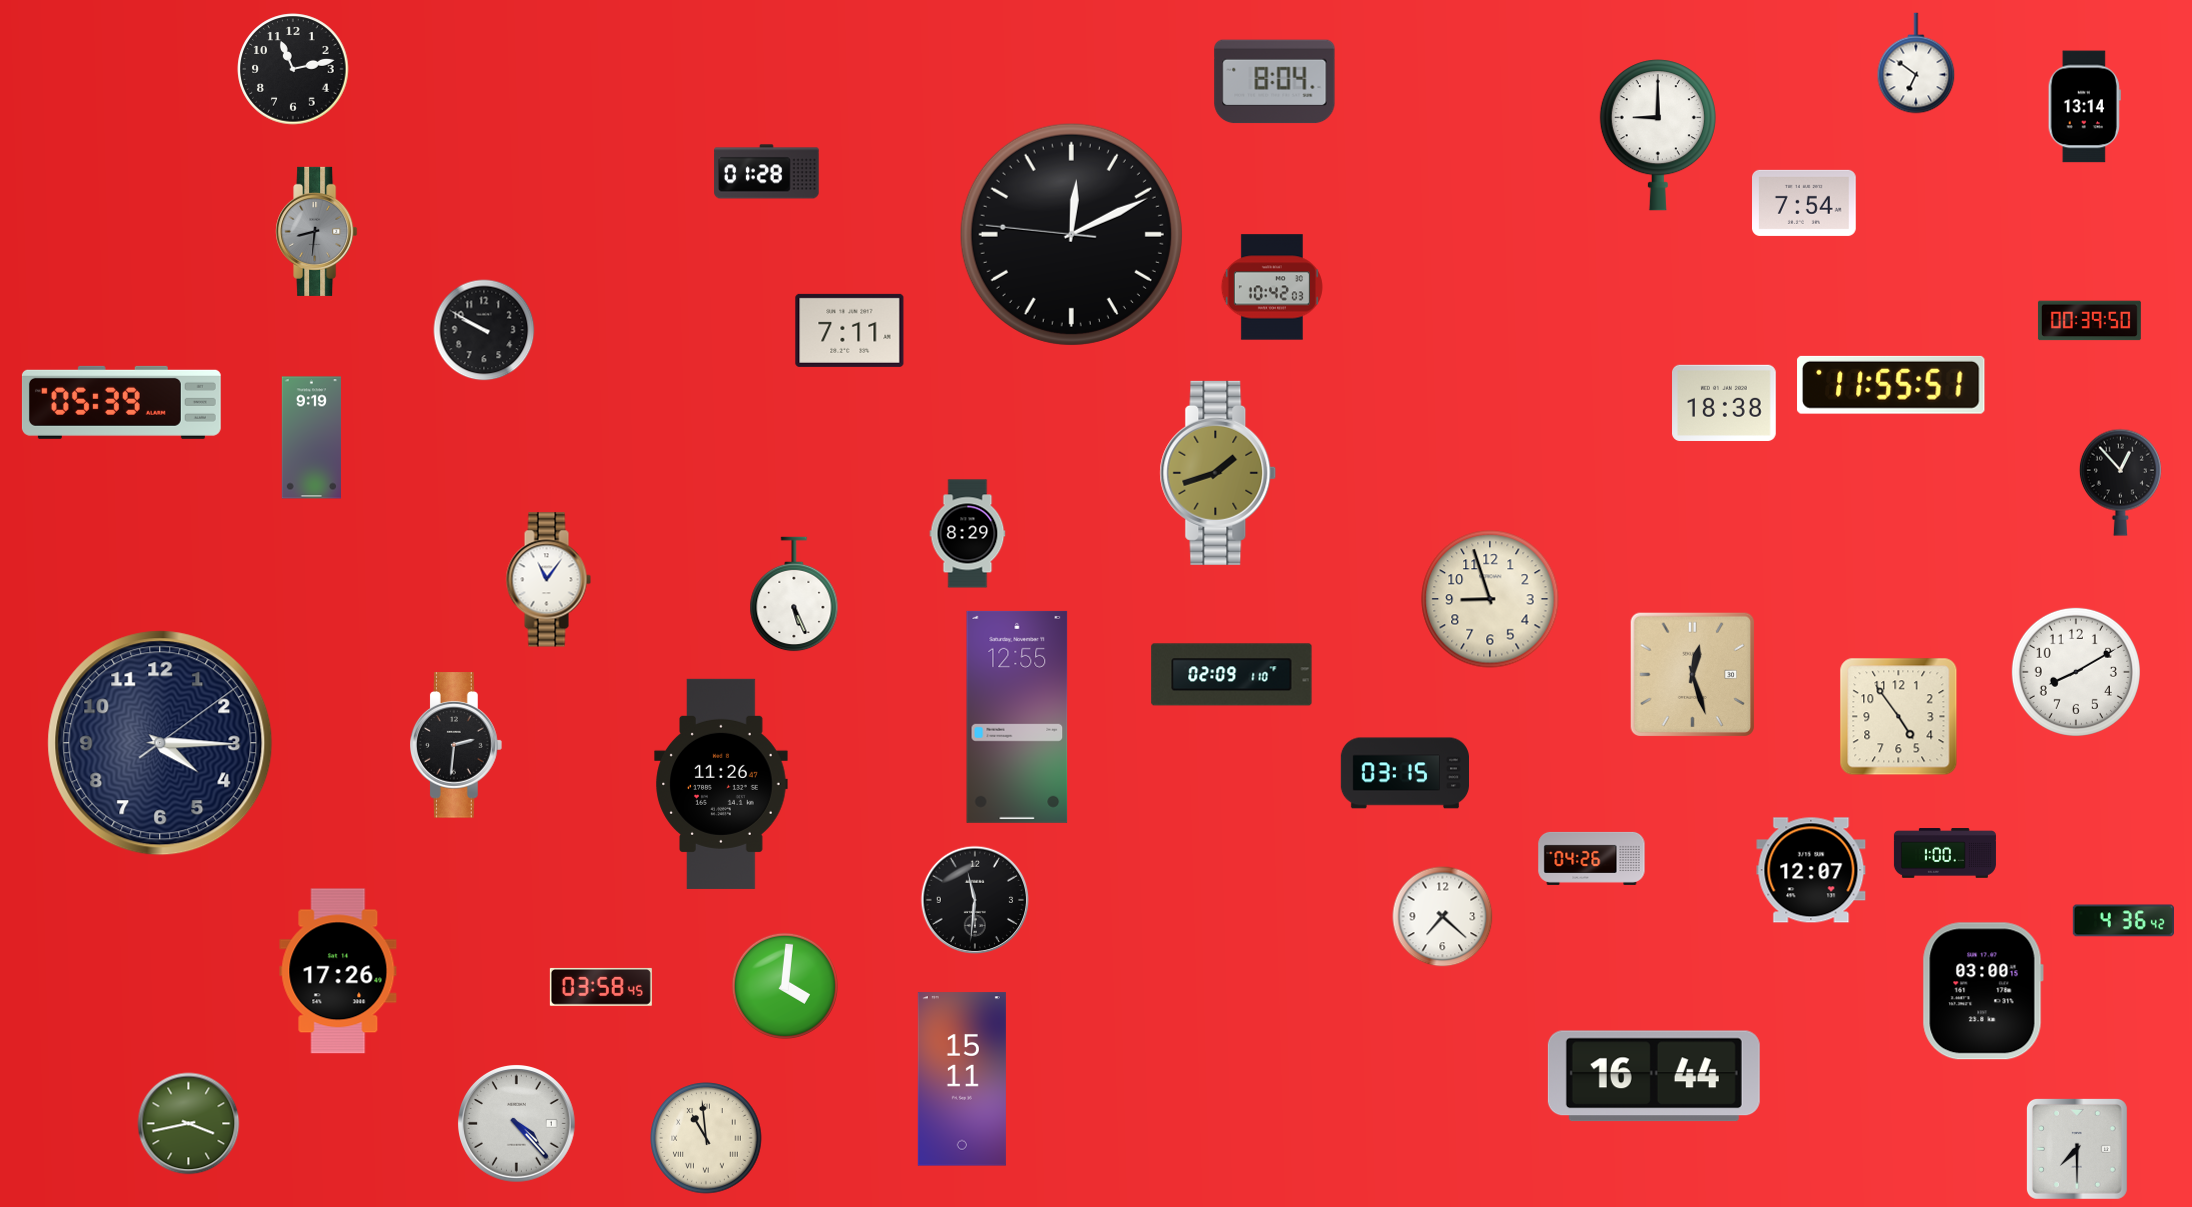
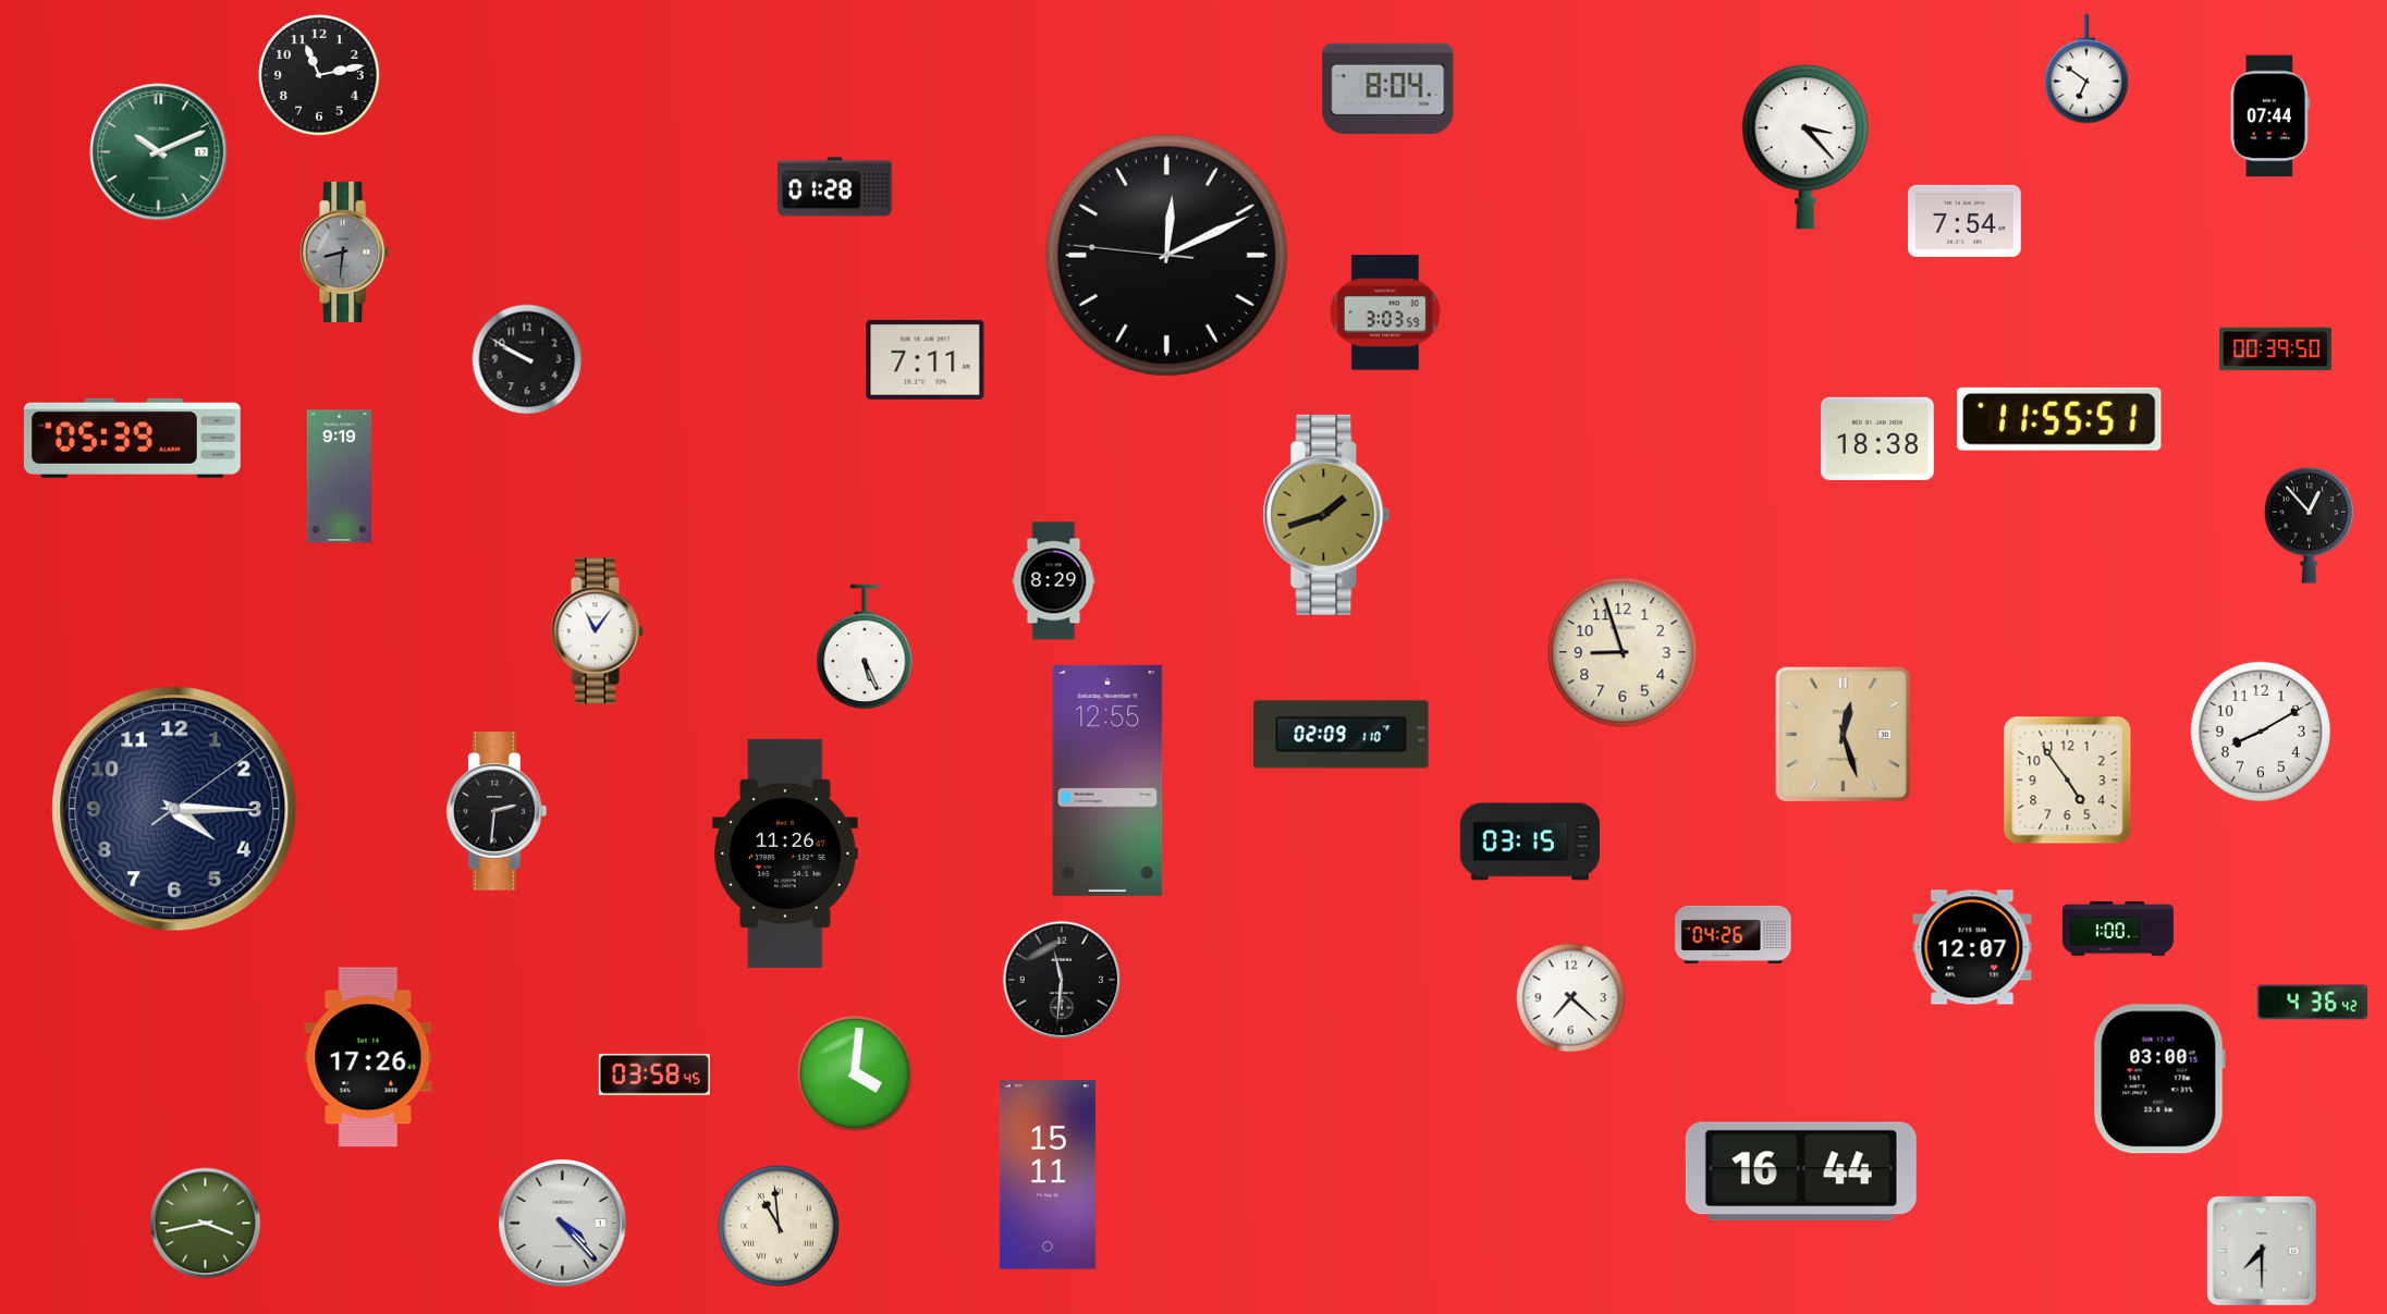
clock at (2084, 107): 13:14 -> 07:44
clock at (1658, 135): 9:00 -> 3:23
clock at (159, 152): none -> 10:11
clock at (1272, 287): 10:42 -> 3:03
clock at (706, 1138) position: (706, 1138) -> (779, 1226)
